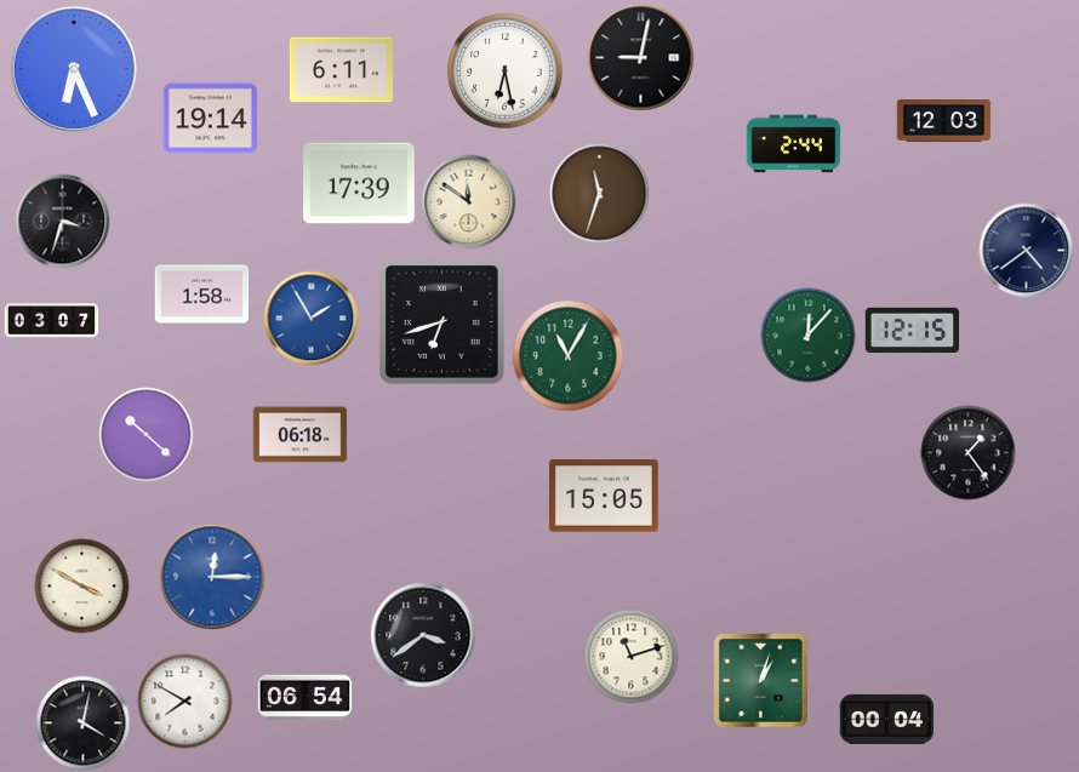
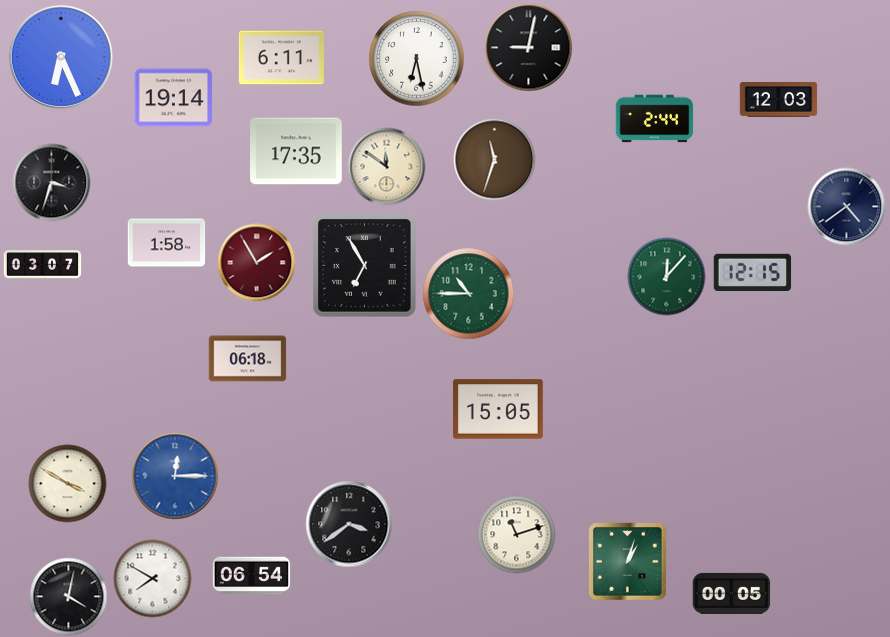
clock at (360, 183): 17:39 -> 17:35
clock at (310, 318) dial: blue -> burgundy
clock at (443, 322): 6:42 -> 6:55
clock at (567, 355): 11:05 -> 10:45
clock at (145, 434): 10:22 -> none
clock at (967, 452): 1:24 -> none
clock at (630, 656) position: (630, 656) -> (516, 534)
clock at (886, 719): 00:04 -> 00:05
